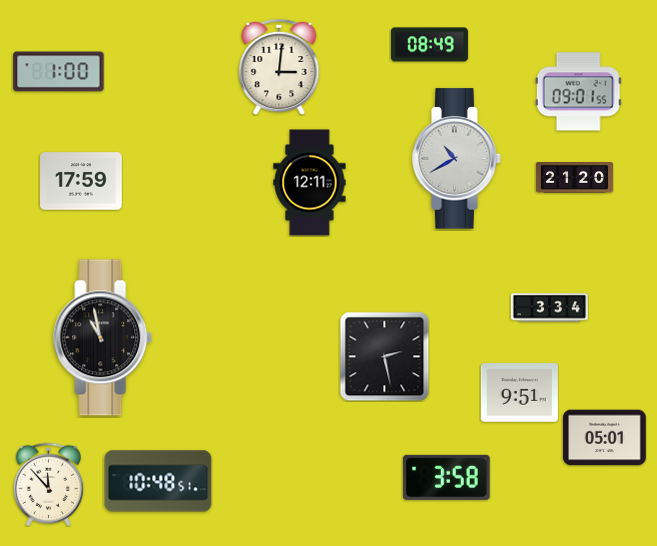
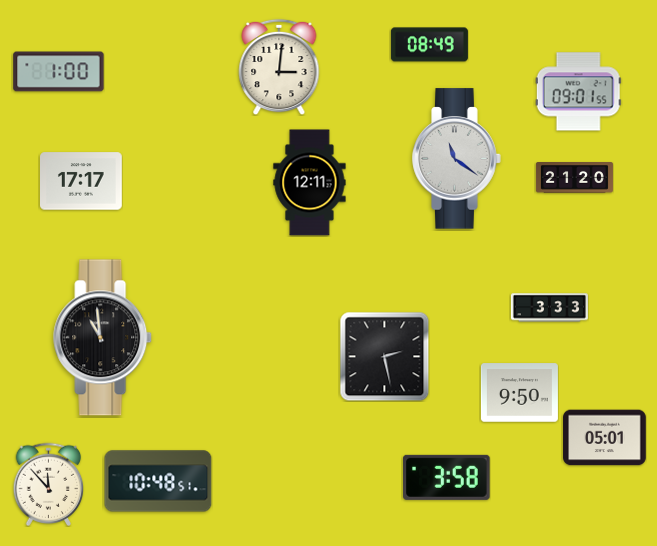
clock at (457, 159): 10:40 -> 11:21
clock at (82, 181): 17:59 -> 17:17
clock at (549, 308): 3:34 -> 3:33
clock at (103, 338): 10:58 -> 10:59
clock at (519, 393): 9:51 -> 9:50
